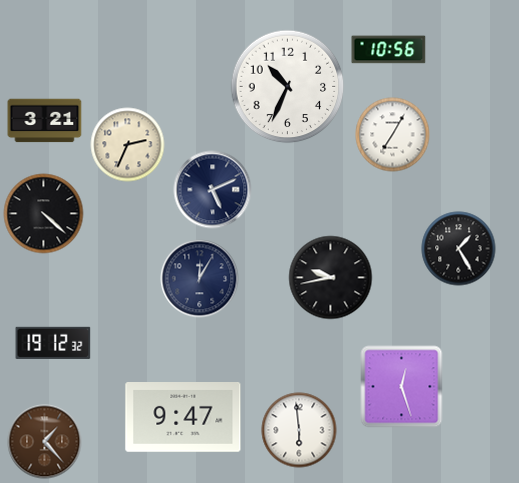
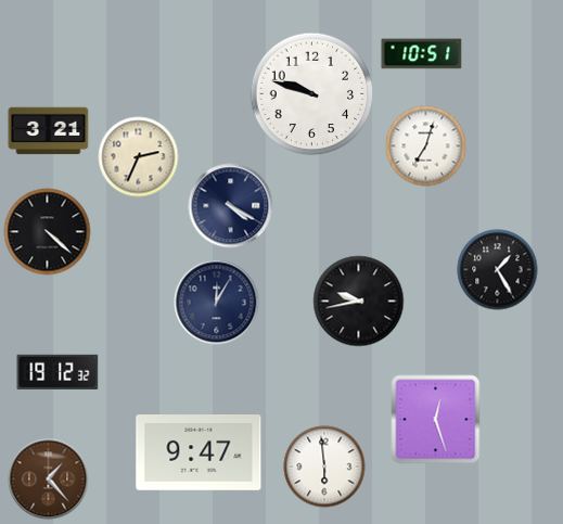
clock at (389, 50): 10:56 -> 10:51
clock at (288, 87): 10:34 -> 9:48
clock at (393, 135): 7:05 -> 7:03
clock at (213, 190): 5:11 -> 4:20
